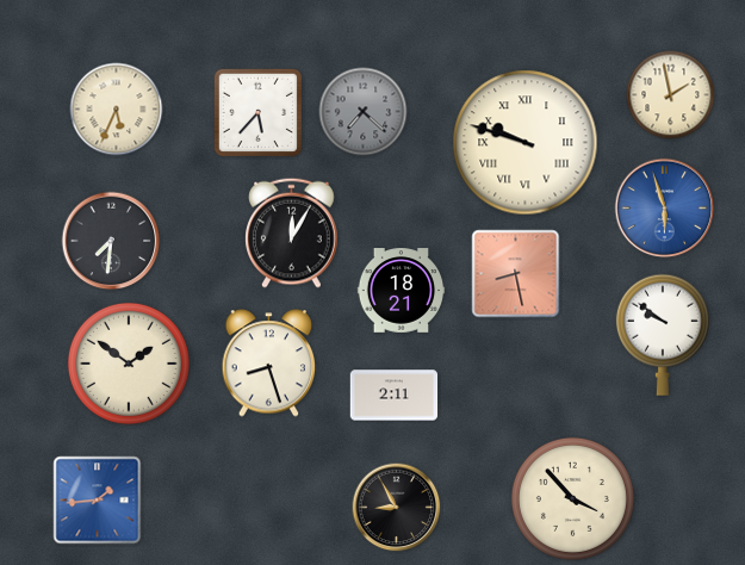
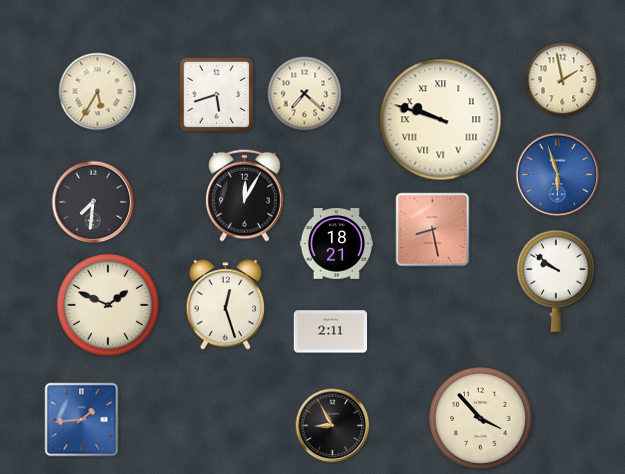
clock at (117, 110): 5:34 -> 5:35
clock at (257, 112): 5:37 -> 5:42
clock at (364, 112) dial: grey -> cream
clock at (129, 364): 1:51 -> 1:49
clock at (269, 364): 8:27 -> 12:27
